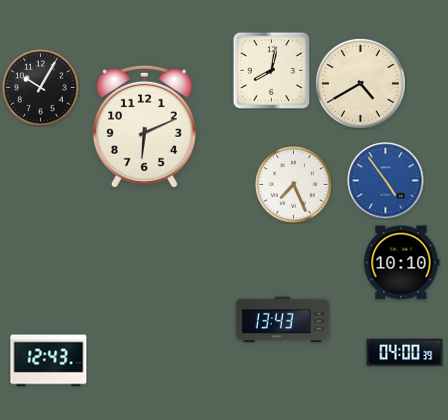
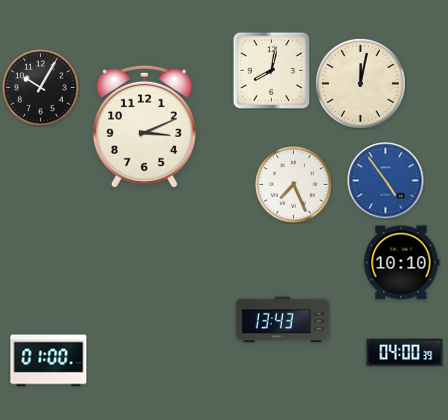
clock at (360, 83): 4:40 -> 12:02
clock at (144, 126): 6:11 -> 3:11
clock at (49, 361): 12:43 -> 01:00
